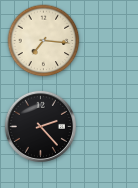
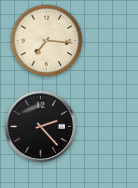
clock at (44, 41) position: (44, 41) -> (47, 41)
